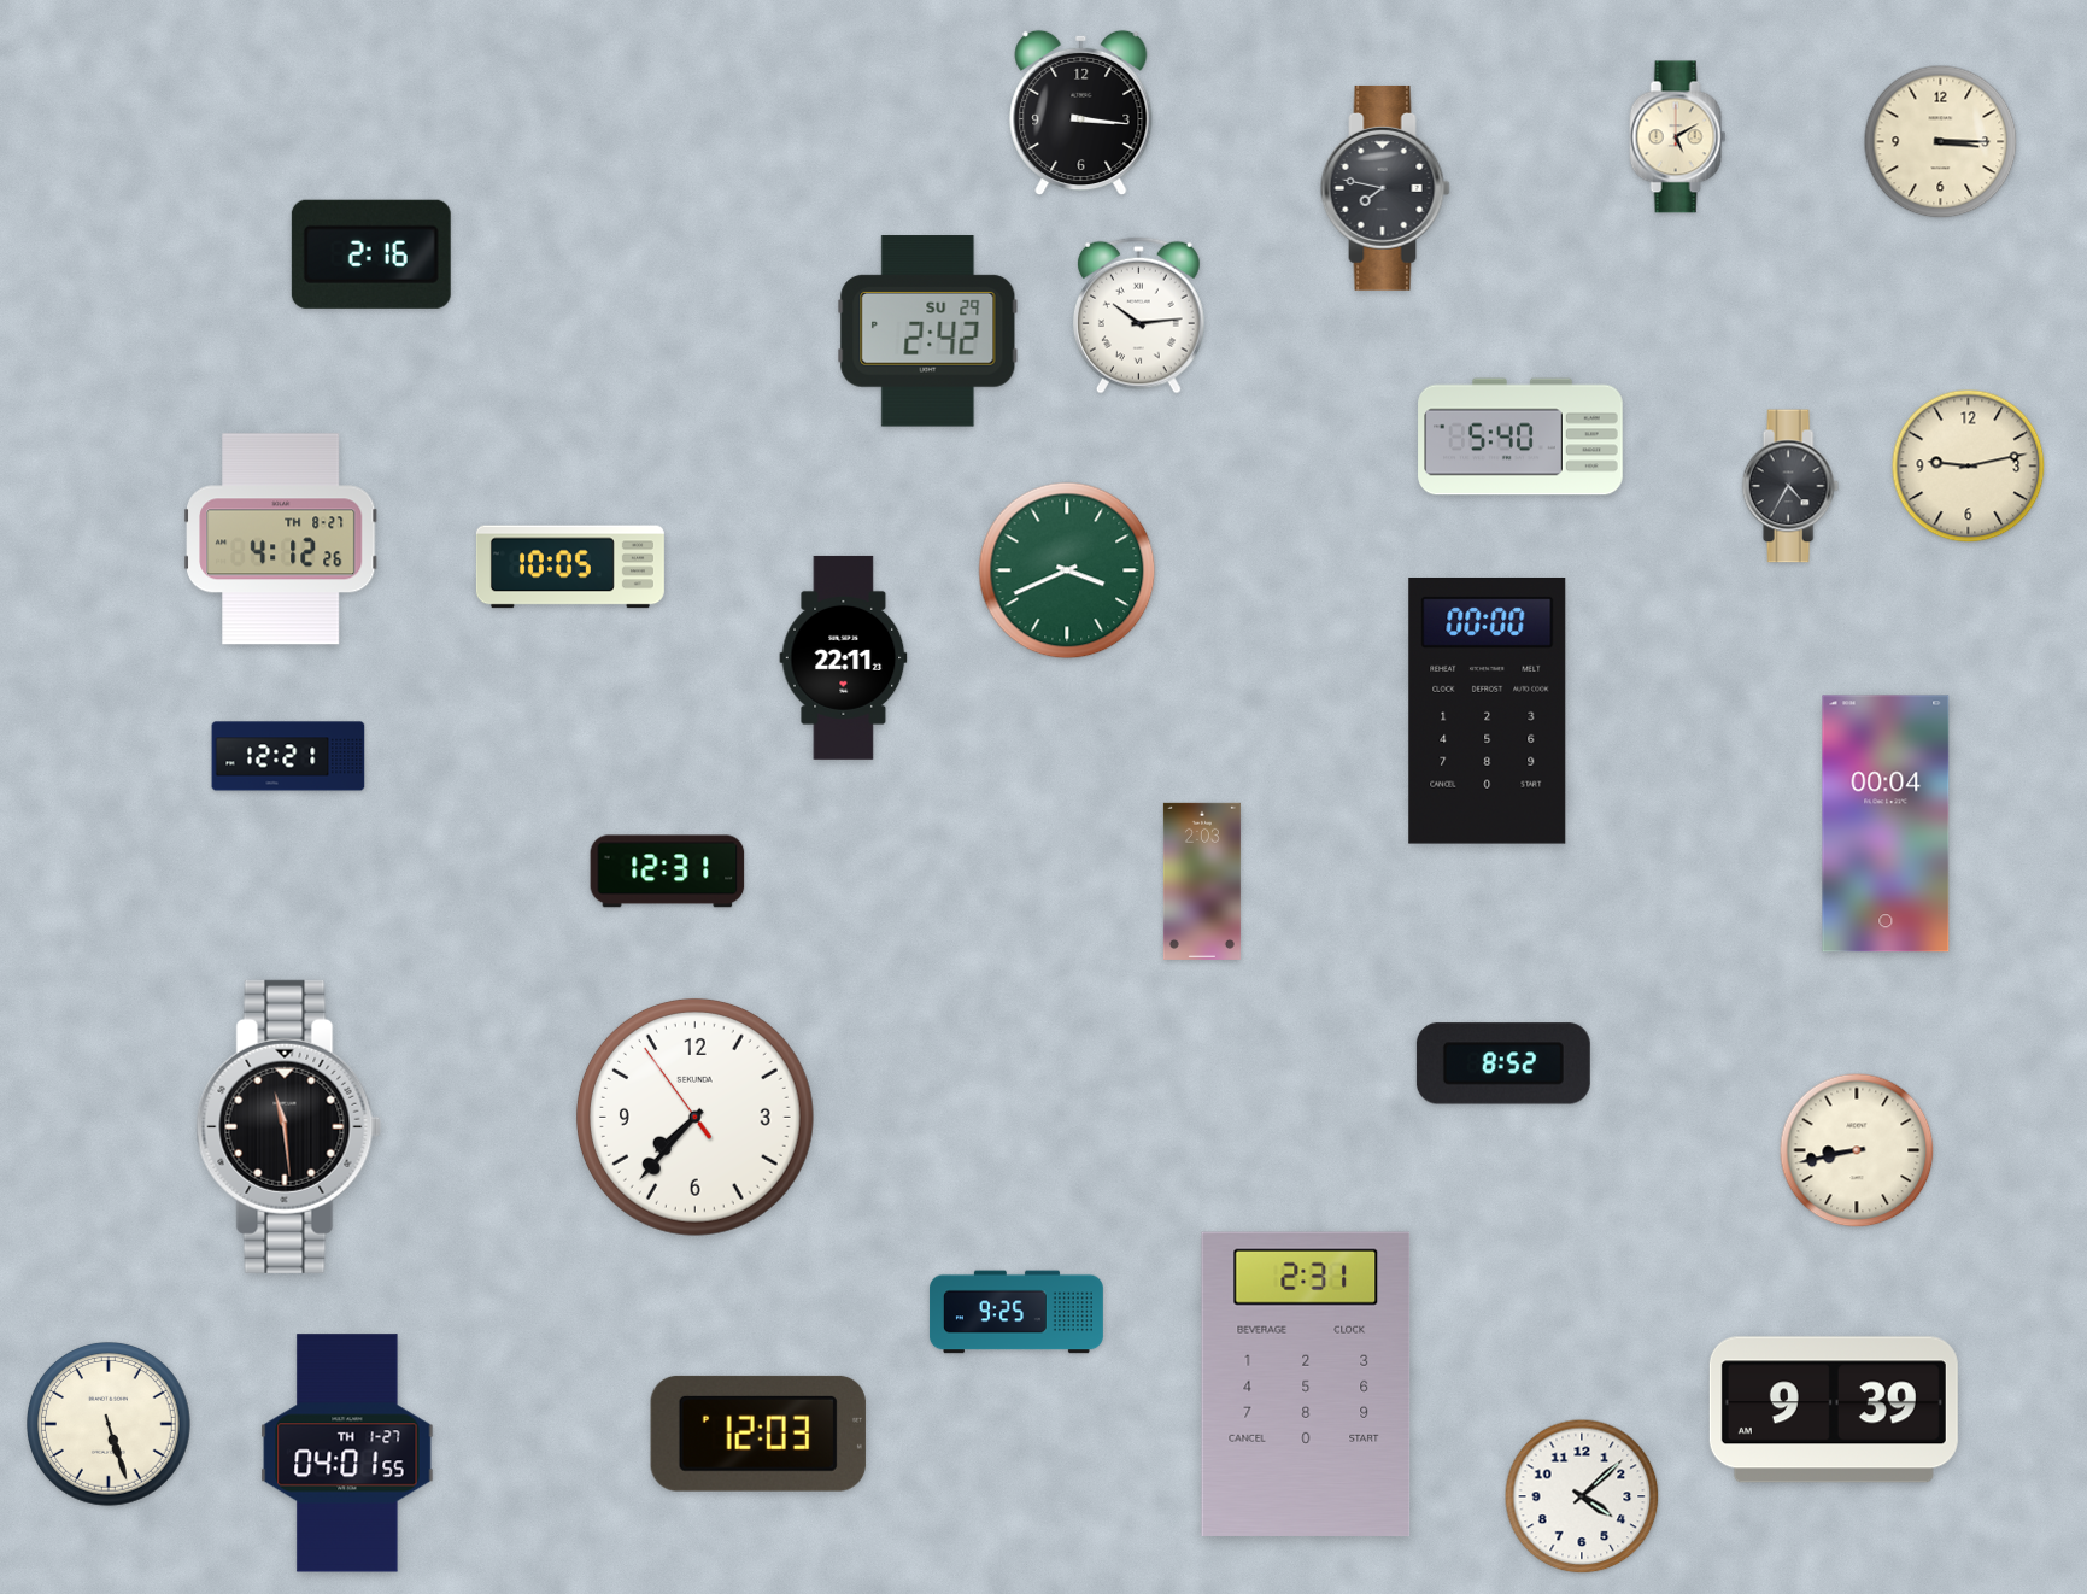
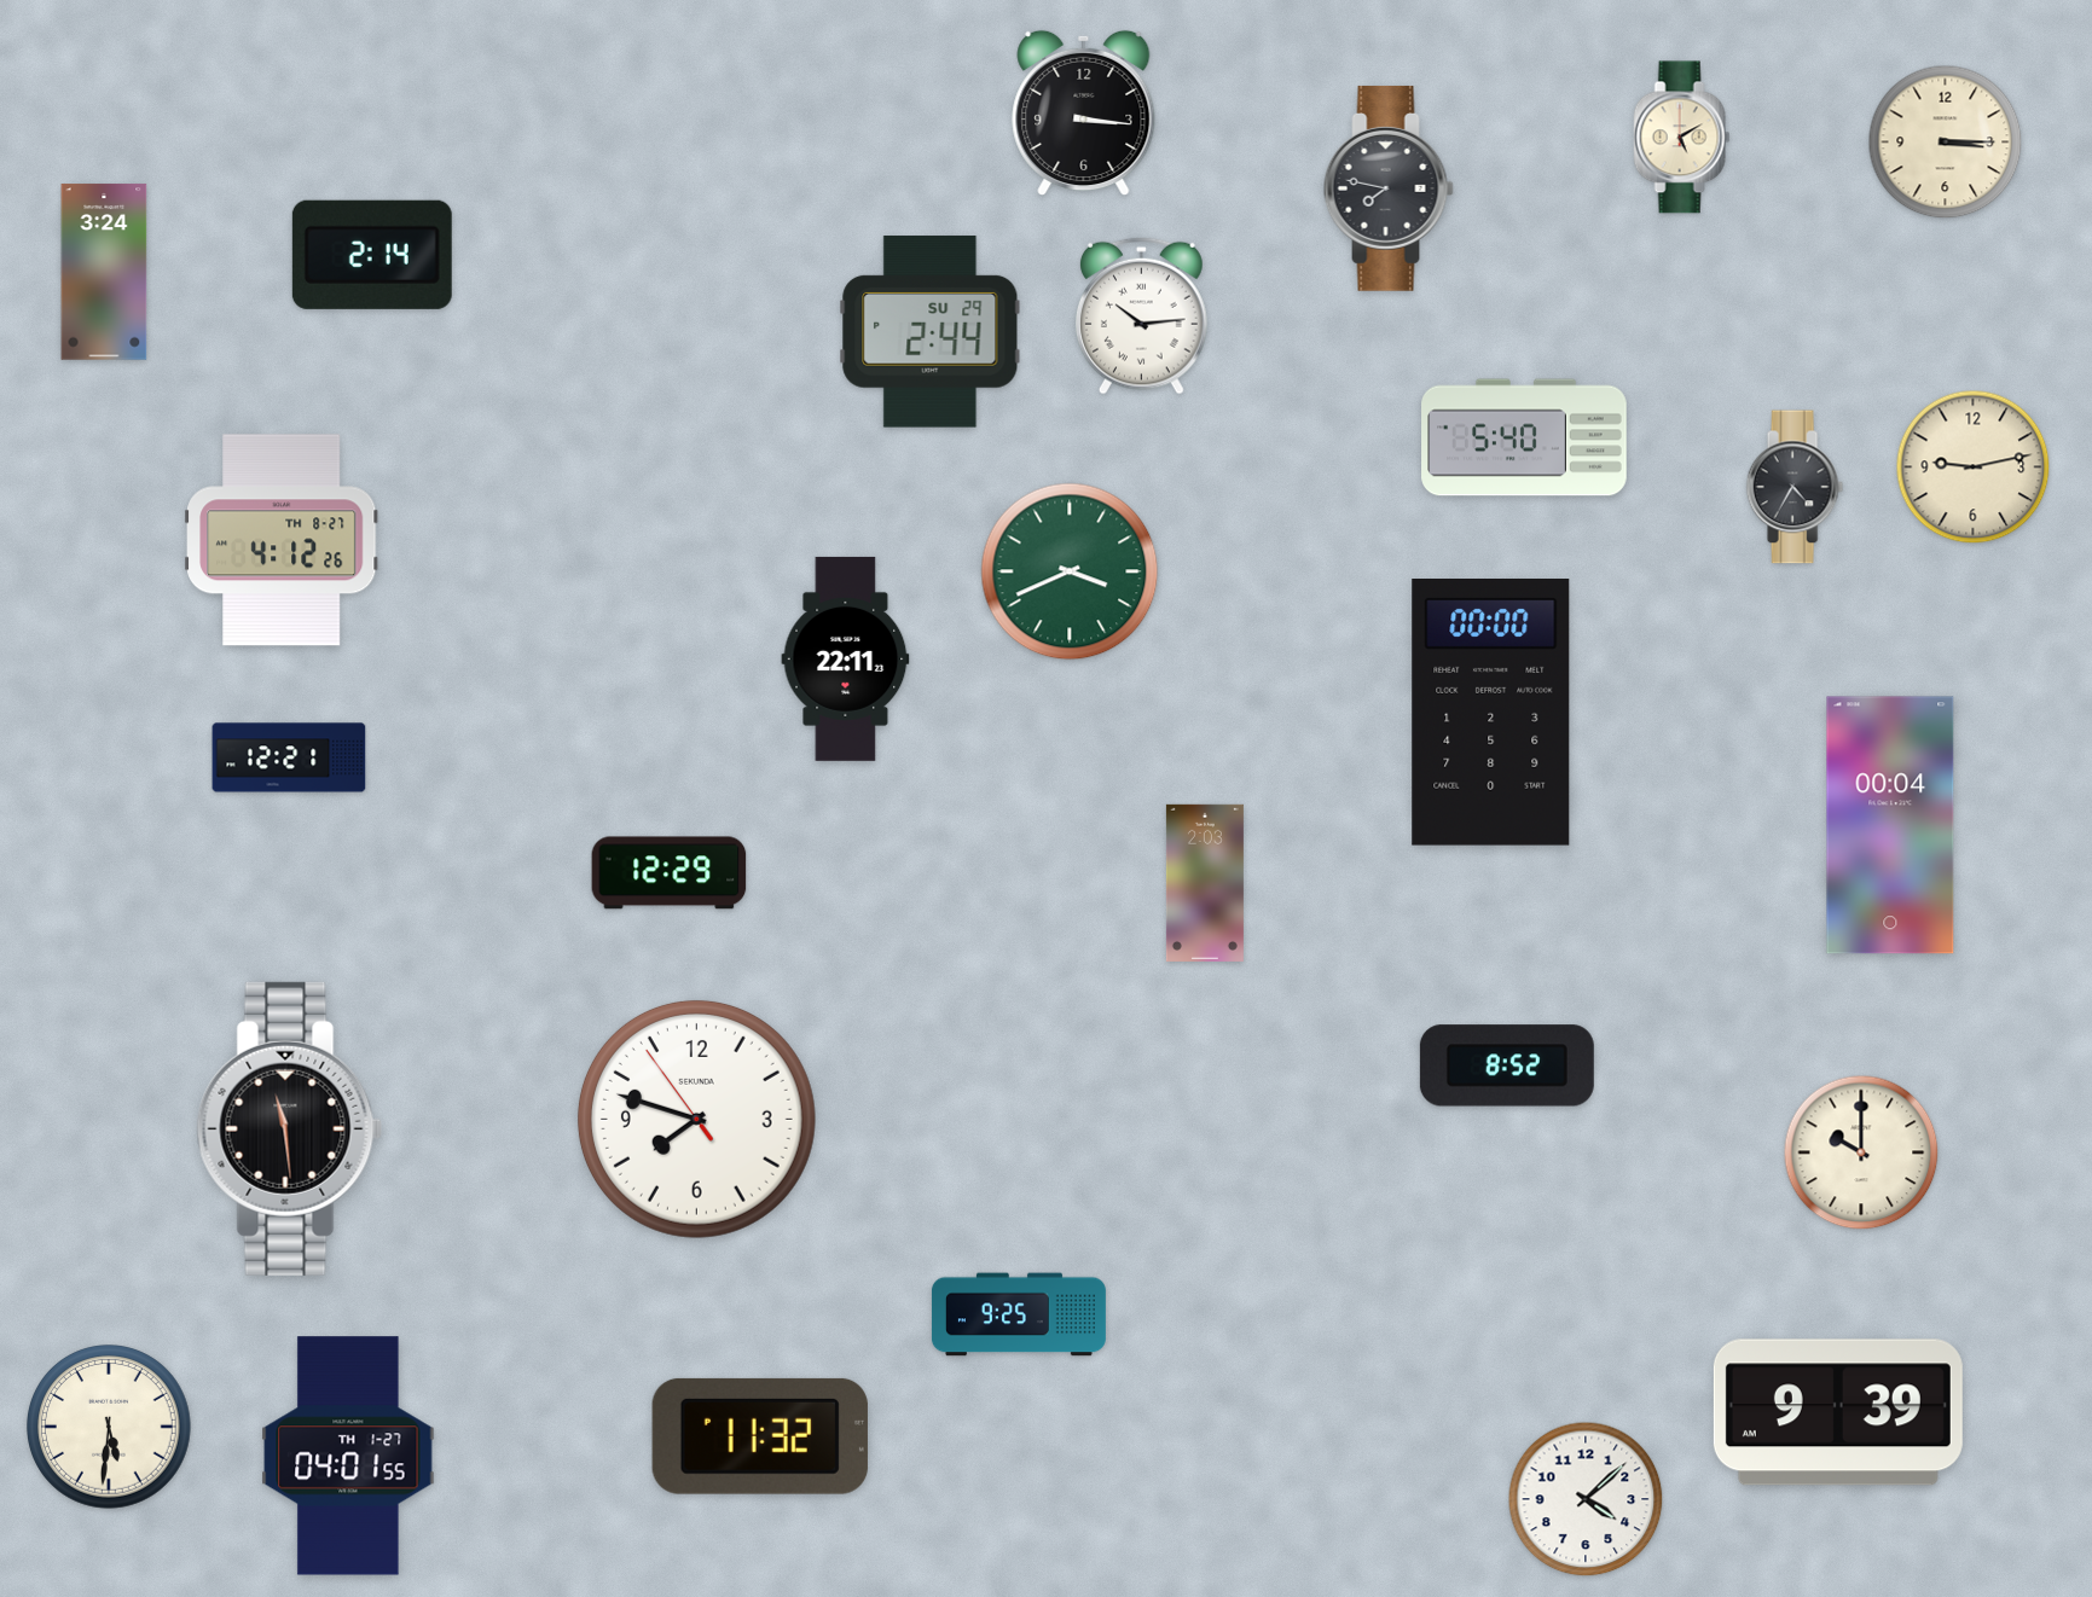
clock at (371, 254): 2:16 -> 2:14
clock at (104, 272): none -> 3:24
clock at (928, 332): 2:42 -> 2:44
clock at (570, 567): 10:05 -> none
clock at (668, 872): 12:31 -> 12:29
clock at (694, 1117): 7:36 -> 7:47
clock at (1857, 1150): 8:43 -> 10:00
clock at (1306, 1383): 2:31 -> none
clock at (110, 1425): 5:27 -> 5:31
clock at (758, 1434): 12:03 -> 11:32
